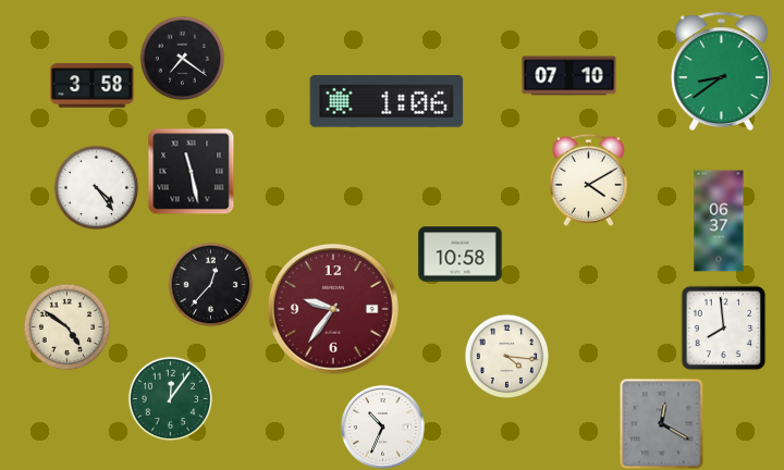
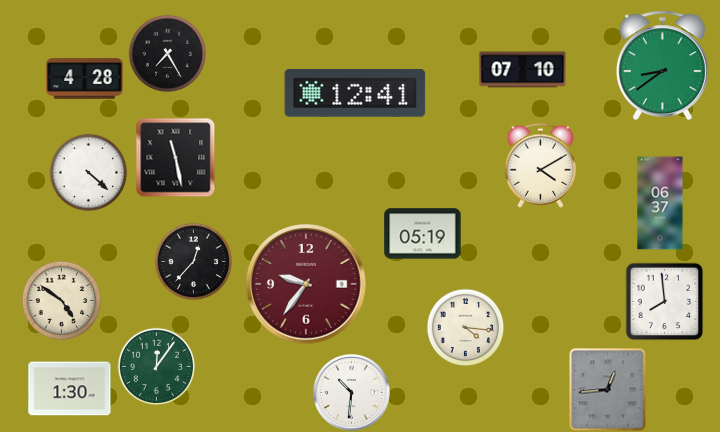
clock at (182, 58): 7:21 -> 7:25
clock at (93, 86): 3:58 -> 4:28
clock at (387, 102): 1:06 -> 12:41
clock at (96, 187): 4:24 -> 4:22
clock at (461, 255): 10:58 -> 05:19
clock at (70, 389): none -> 1:30
clock at (662, 423): 12:20 -> 12:44
clock at (382, 426): 10:34 -> 10:31
